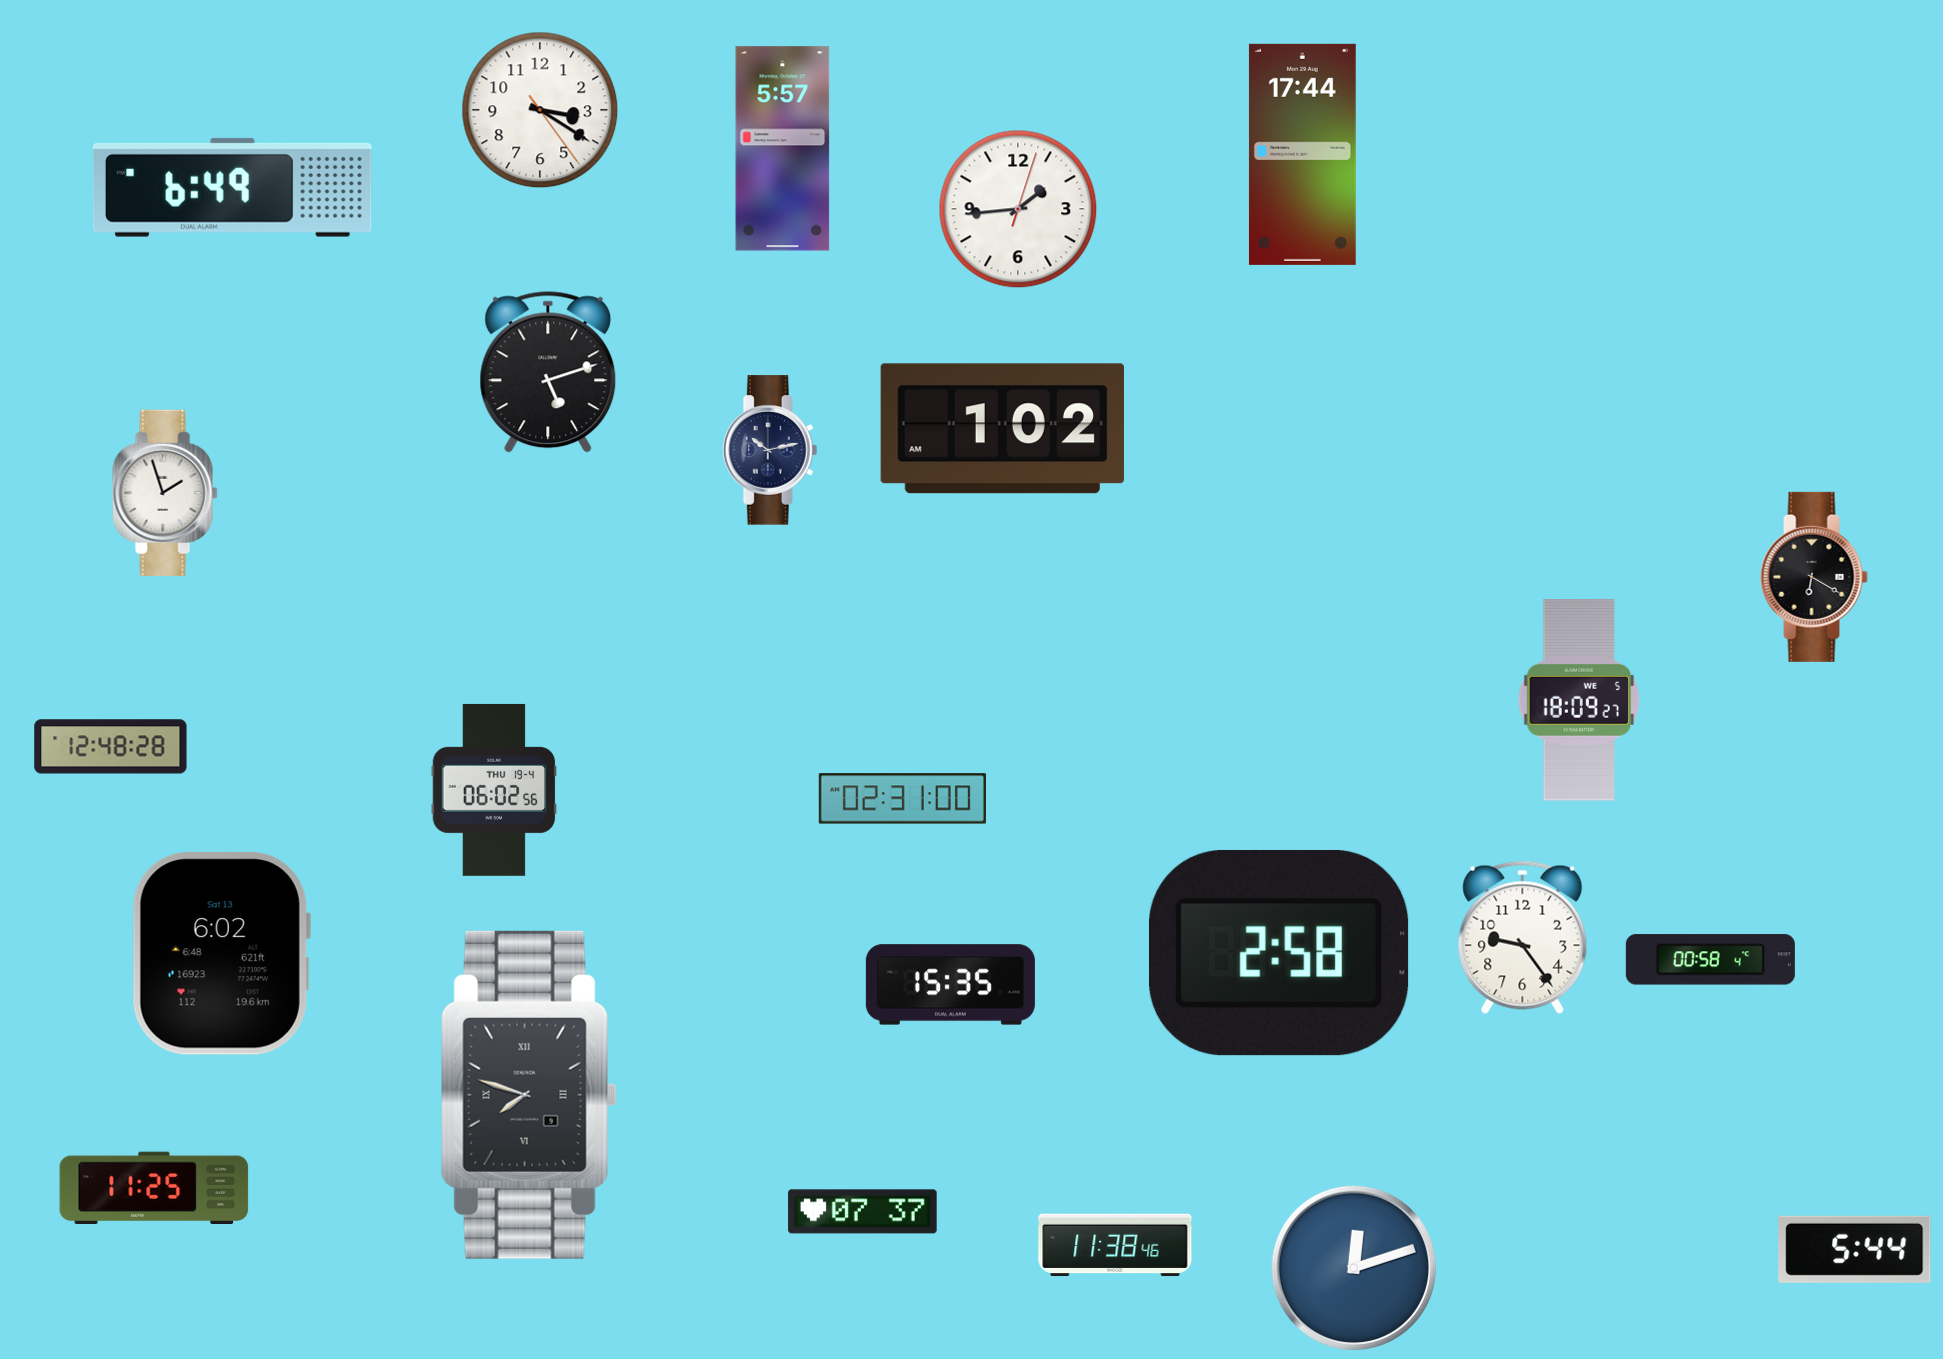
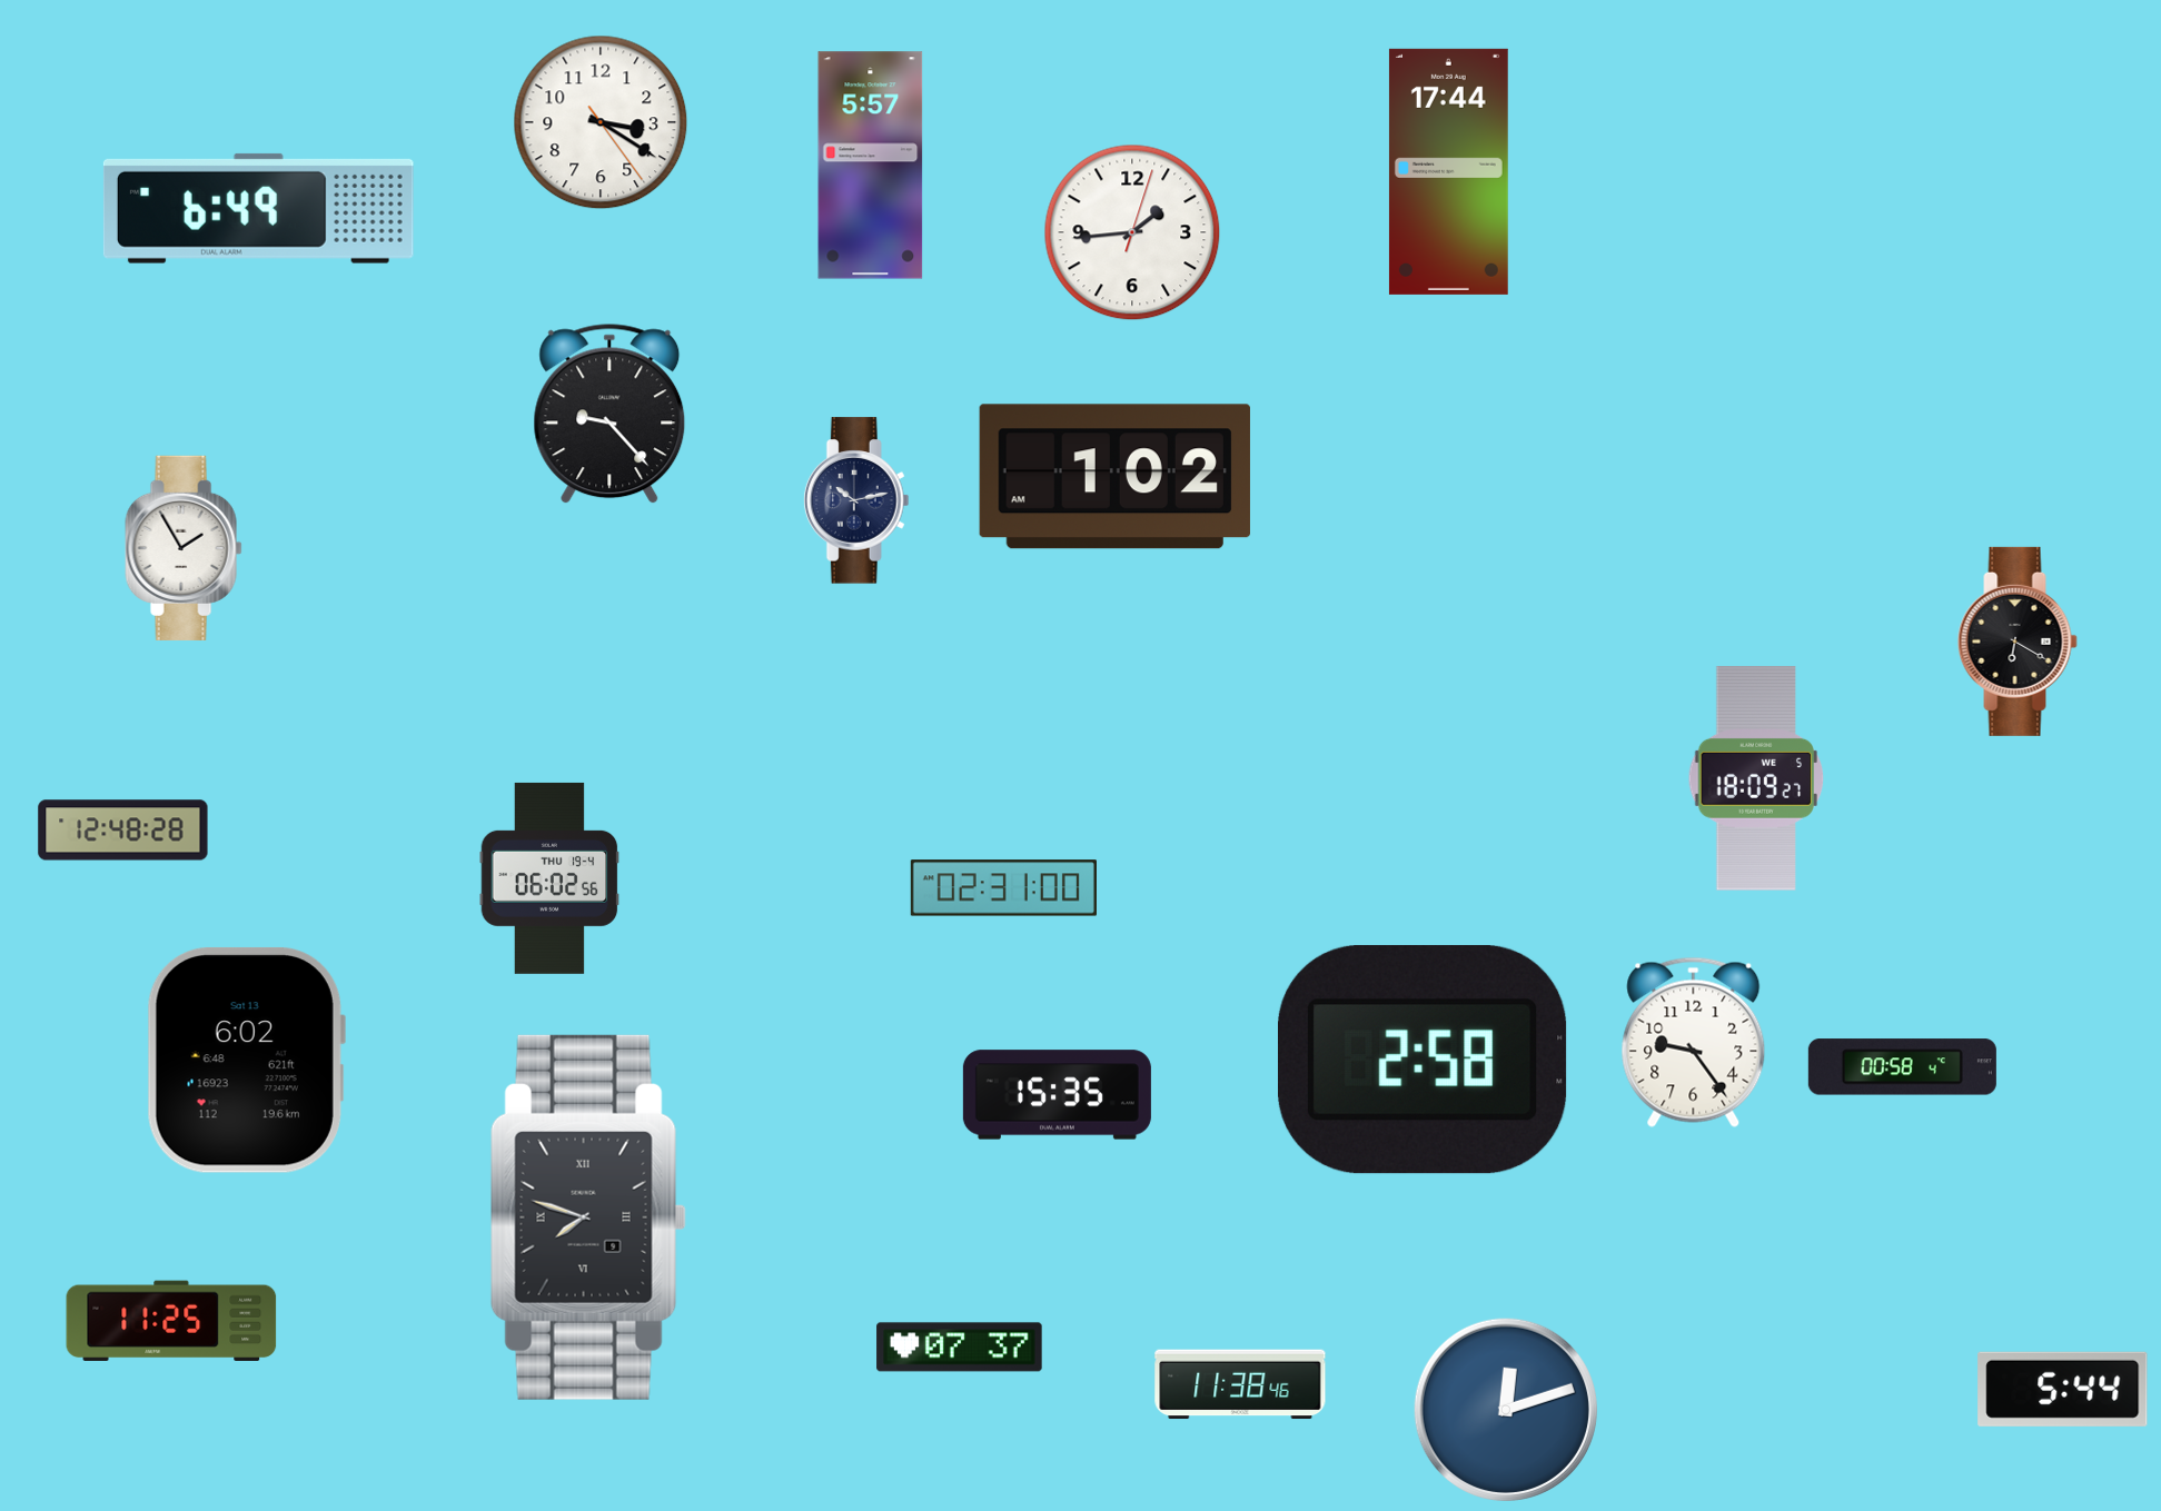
clock at (548, 372): 5:12 -> 9:23
clock at (165, 493): 1:57 -> 1:55
